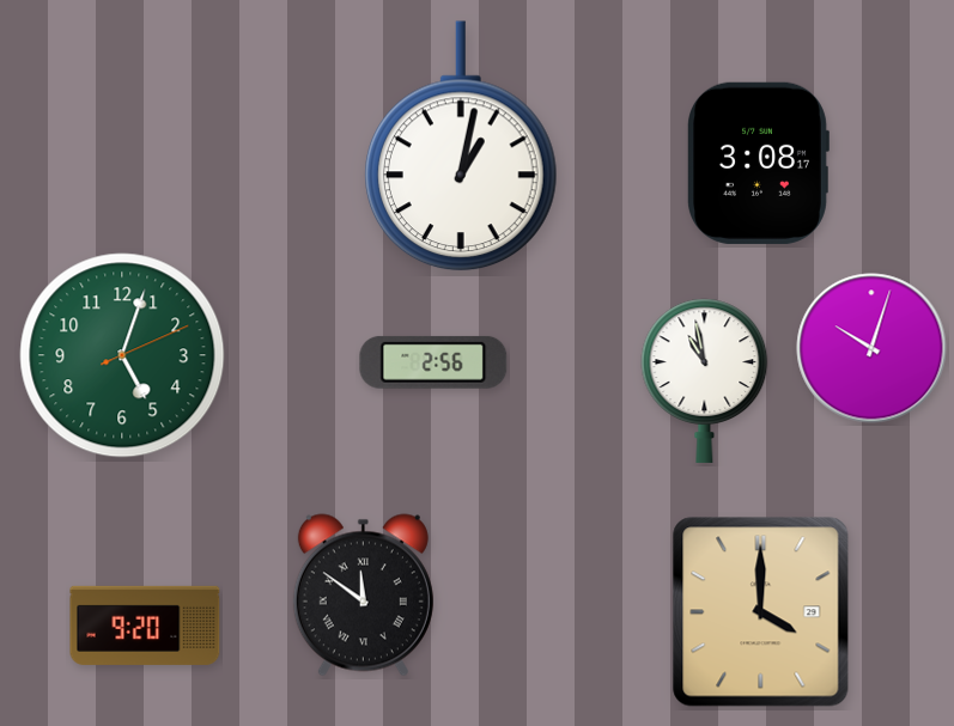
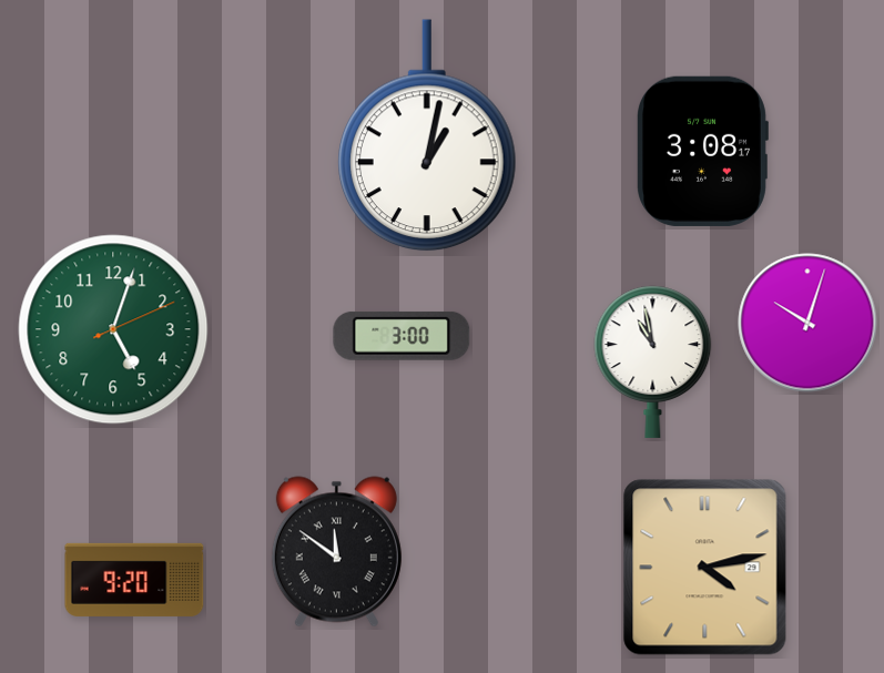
clock at (433, 362): 2:56 -> 3:00
clock at (705, 380) position: (705, 380) -> (653, 361)
clock at (761, 612): 4:00 -> 4:13
